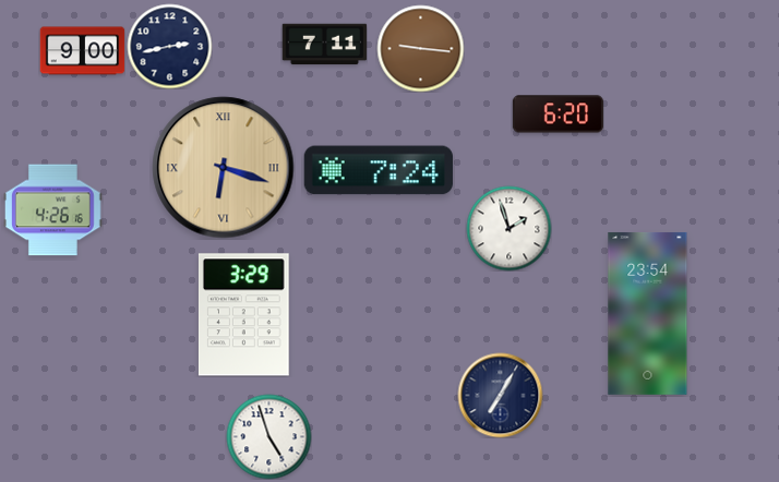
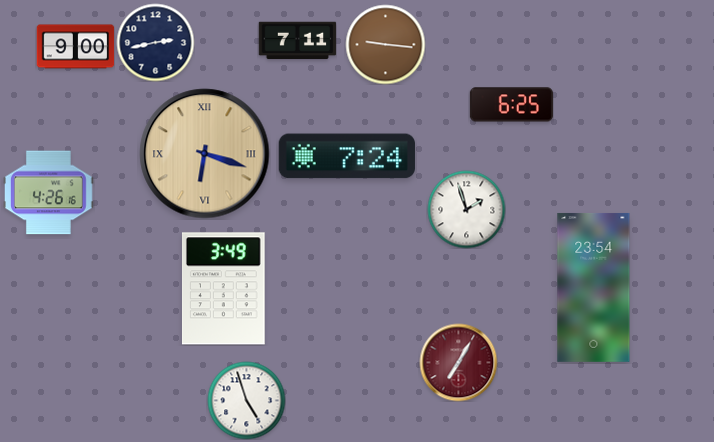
clock at (558, 115): 6:20 -> 6:25
clock at (243, 315): 3:29 -> 3:49
clock at (500, 395) dial: navy -> burgundy
